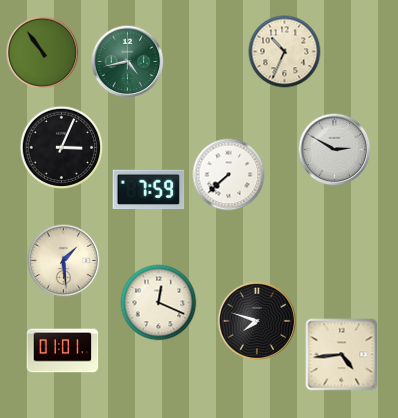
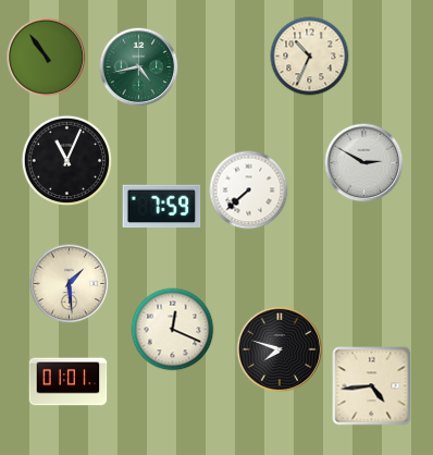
clock at (62, 148): 3:04 -> 11:04
